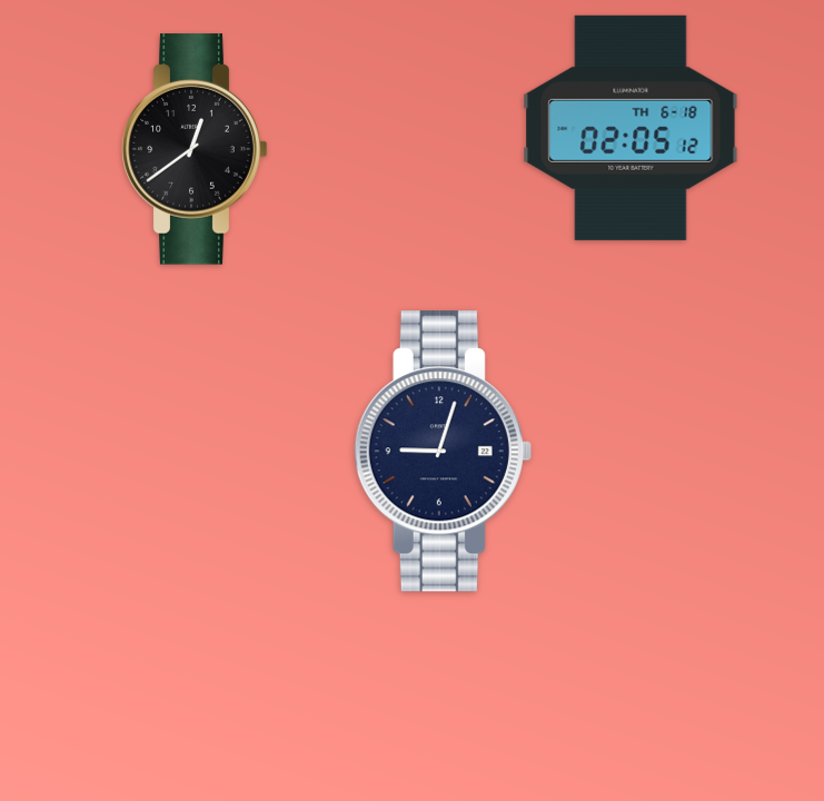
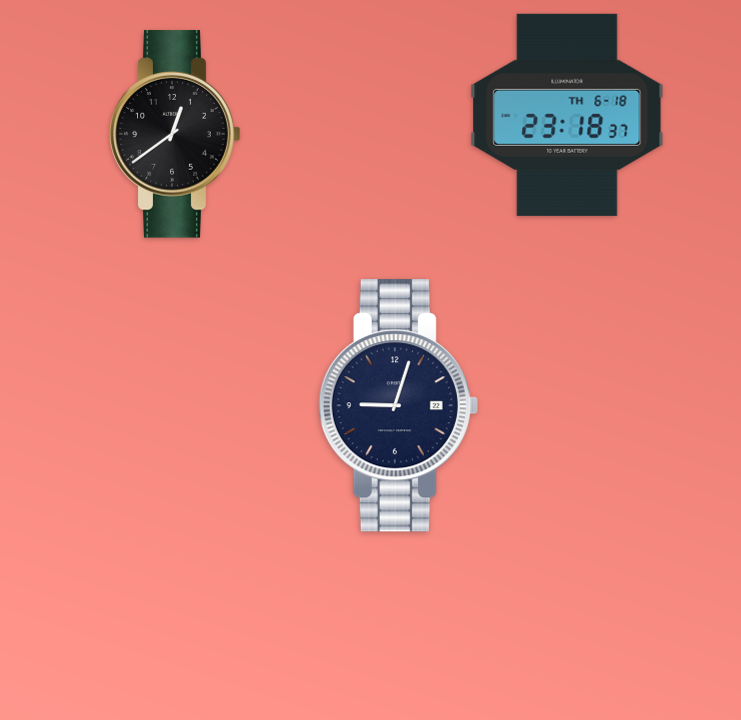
clock at (631, 128): 02:05 -> 23:18
